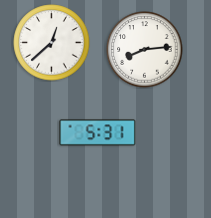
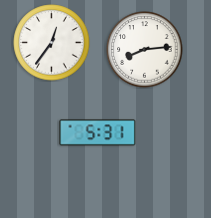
clock at (52, 43): 12:38 -> 12:36
